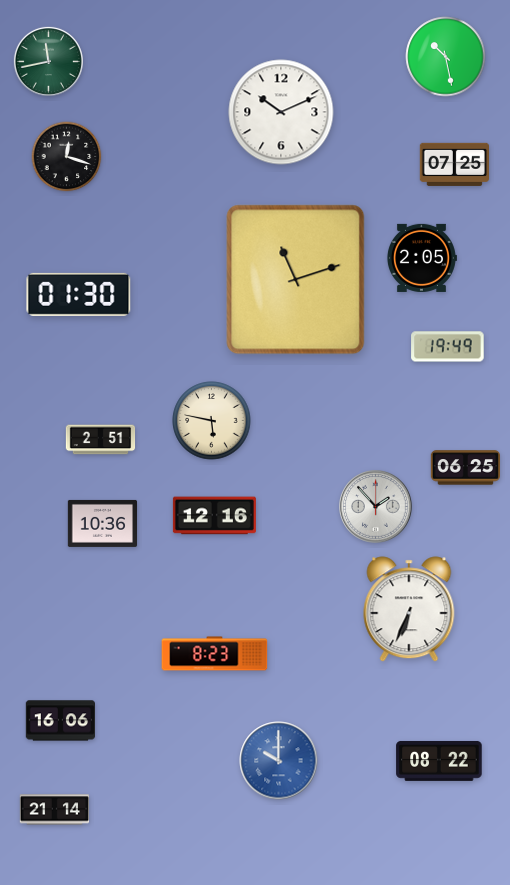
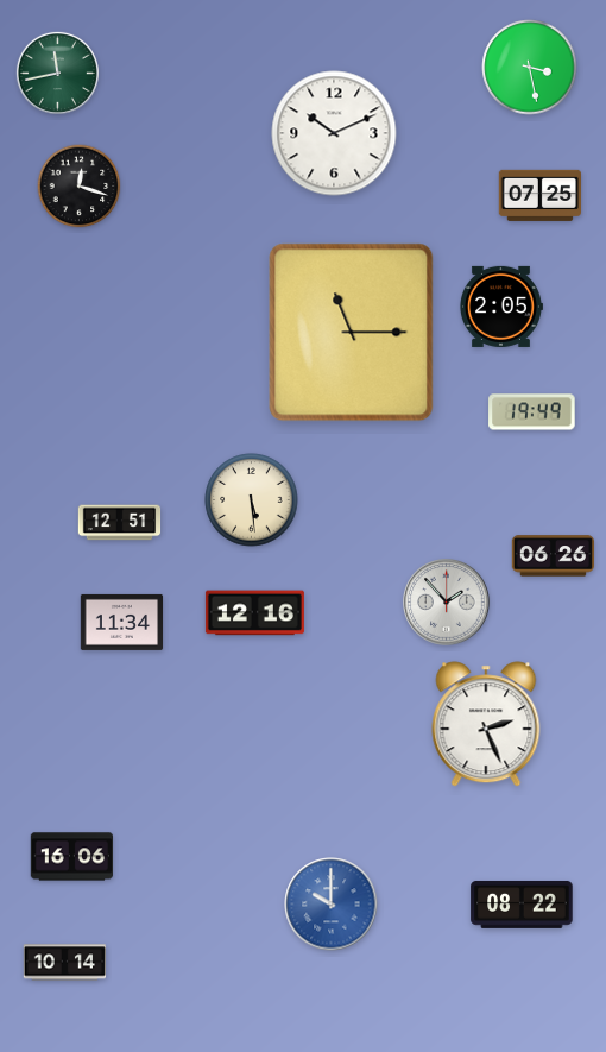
clock at (446, 57): 10:28 -> 3:28
clock at (296, 280): 11:12 -> 11:15
clock at (79, 294): 01:30 -> none
clock at (212, 421): 5:47 -> 5:29
clock at (101, 440): 2:51 -> 12:51
clock at (465, 468): 06:25 -> 06:26
clock at (103, 523): 10:36 -> 11:34
clock at (409, 609): 6:34 -> 2:26
clock at (215, 654): 8:23 -> none
clock at (54, 810): 21:14 -> 10:14
